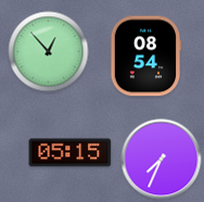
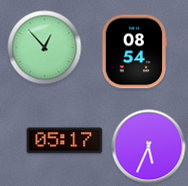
clock at (71, 153): 05:15 -> 05:17
clock at (162, 160): 7:34 -> 5:34
